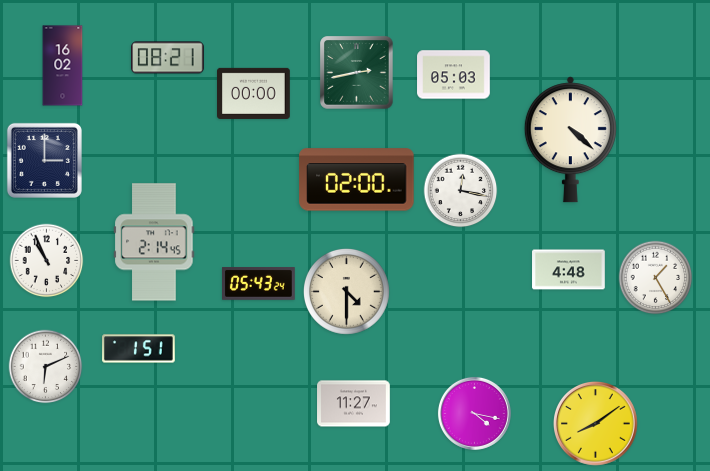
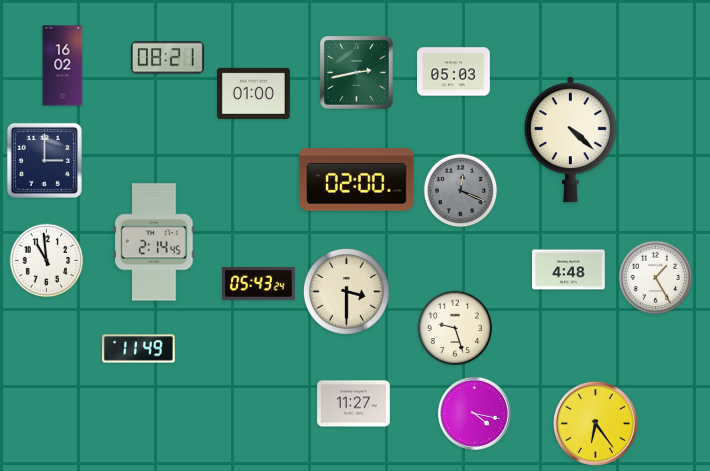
clock at (454, 75) position: (454, 75) -> (454, 72)
clock at (254, 93): 00:00 -> 01:00
clock at (461, 191): 12:17 -> 12:19
clock at (461, 191) dial: white -> grey
clock at (47, 261): 10:56 -> 10:59
clock at (346, 291): 4:30 -> 3:30
clock at (455, 328): none -> 9:27
clock at (139, 349): 1:51 -> 11:49
clock at (46, 367): 6:11 -> none
clock at (596, 424): 8:09 -> 6:24
